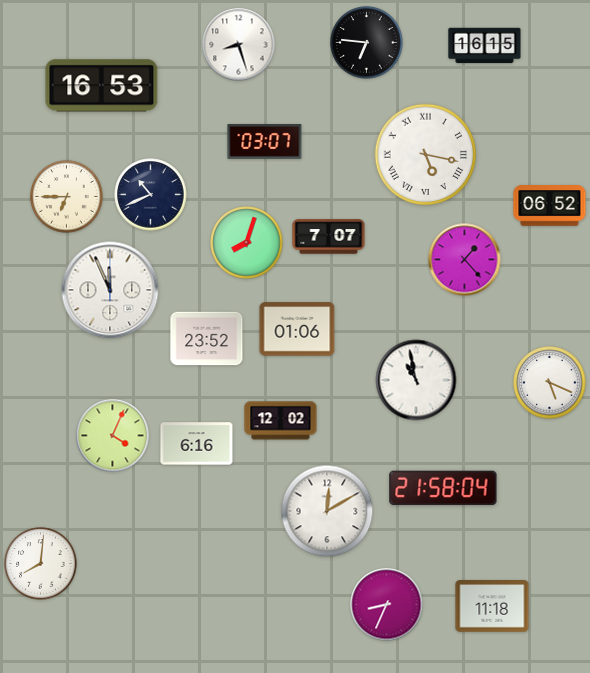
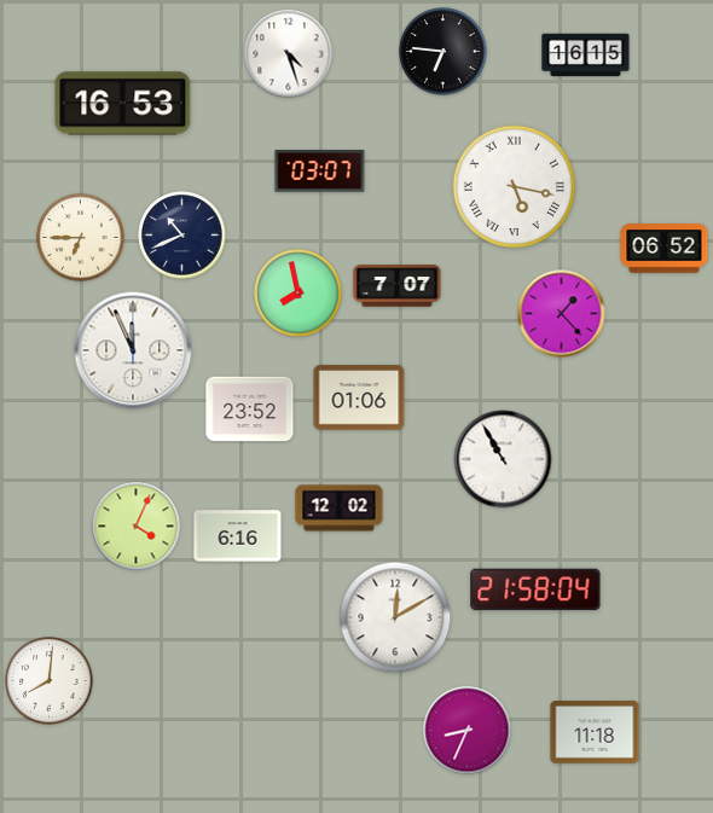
clock at (239, 45): 8:27 -> 4:27
clock at (247, 243): 8:03 -> 7:58
clock at (416, 380): 10:58 -> 10:55
clock at (550, 383): 5:19 -> none
